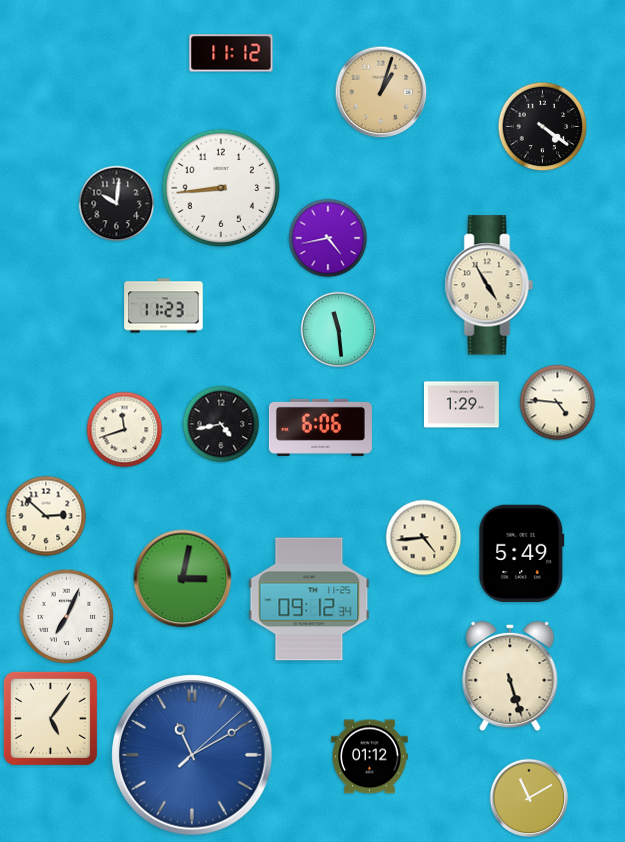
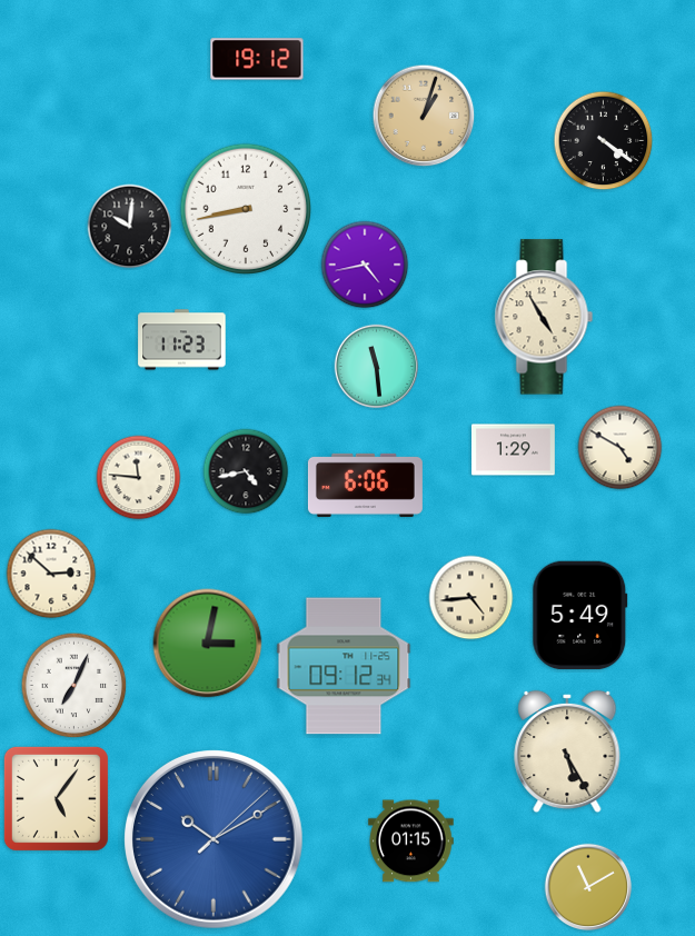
clock at (231, 53): 11:12 -> 19:12
clock at (381, 92) position: (381, 92) -> (424, 116)
clock at (221, 188): 8:44 -> 8:43
clock at (558, 403): 4:46 -> 4:50
clock at (320, 427) position: (320, 427) -> (365, 485)
clock at (125, 430): 11:42 -> 11:46
clock at (183, 579) position: (183, 579) -> (208, 644)
clock at (510, 676): 5:27 -> 5:25
clock at (193, 756): 11:10 -> 10:10
clock at (370, 757): 01:12 -> 01:15
